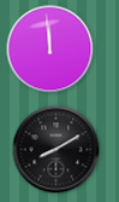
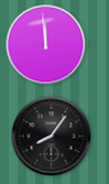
clock at (56, 150): 8:10 -> 8:06
